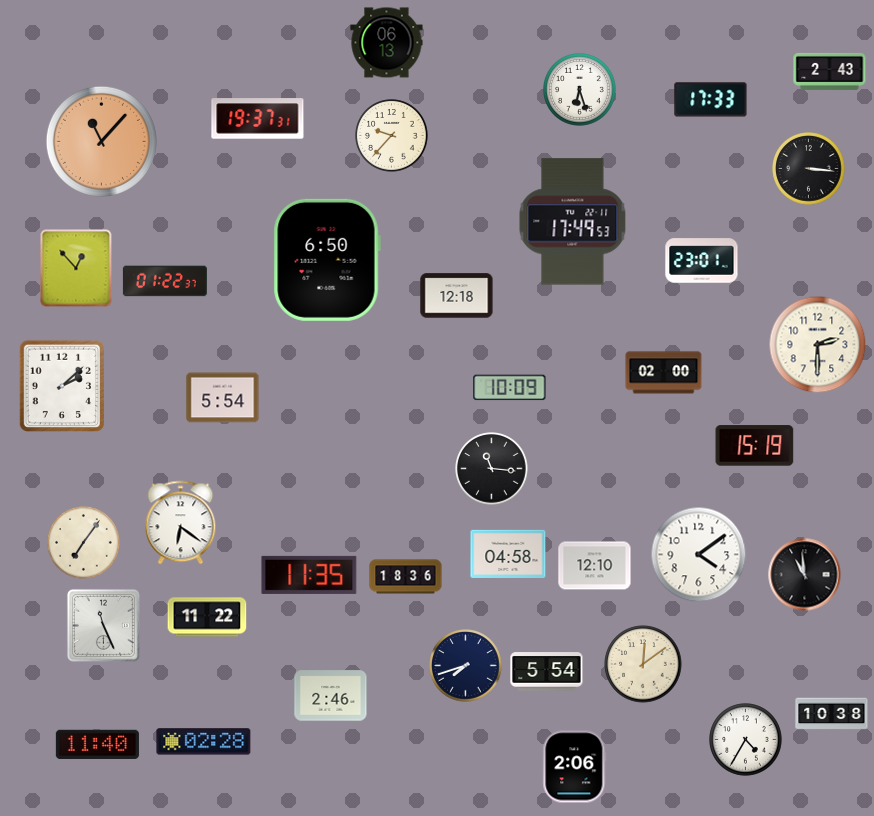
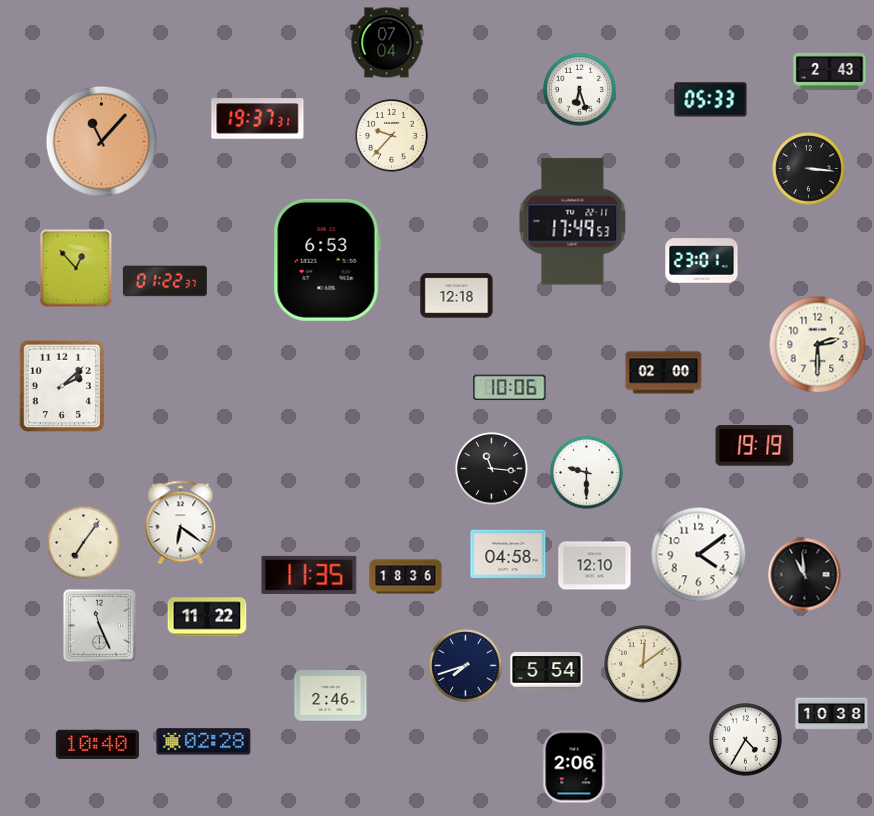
clock at (387, 43): 06:13 -> 07:04
clock at (711, 100): 17:33 -> 05:33
clock at (327, 260): 6:50 -> 6:53
clock at (510, 388): 10:09 -> 10:06
clock at (223, 398): 5:54 -> none
clock at (755, 446): 15:19 -> 19:19
clock at (587, 473): none -> 9:30
clock at (103, 625) position: (103, 625) -> (99, 625)
clock at (97, 744): 11:40 -> 10:40
